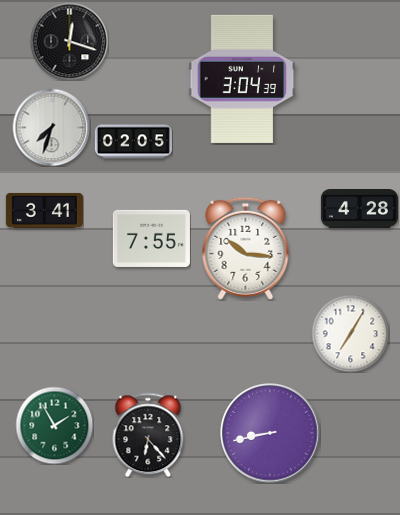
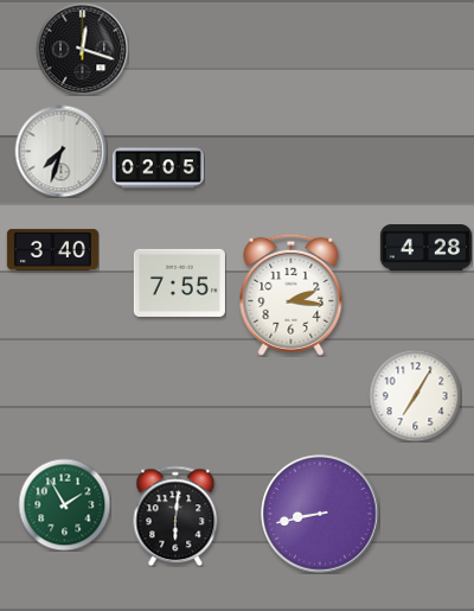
clock at (242, 79): 3:04 -> none
clock at (44, 210): 3:41 -> 3:40
clock at (246, 248): 10:16 -> 2:16
clock at (148, 435): 6:23 -> 6:01
